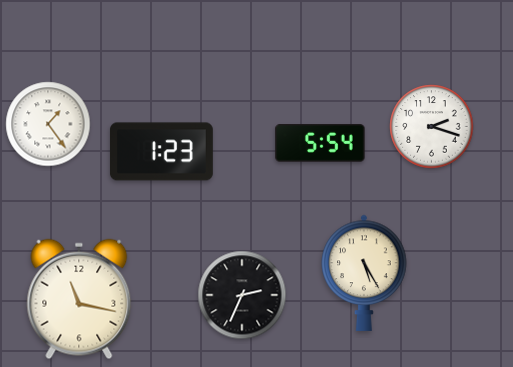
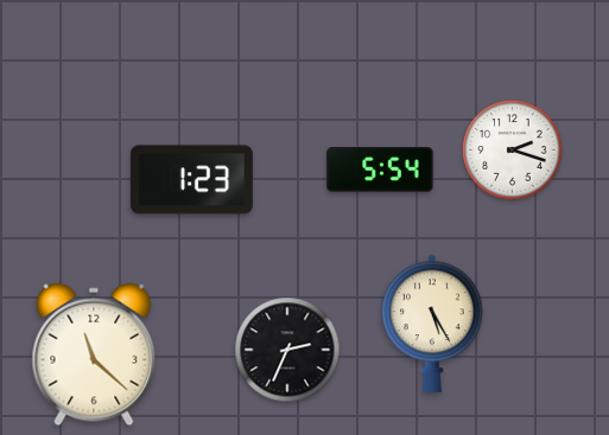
clock at (48, 124): 1:24 -> none
clock at (79, 299): 11:17 -> 11:22
